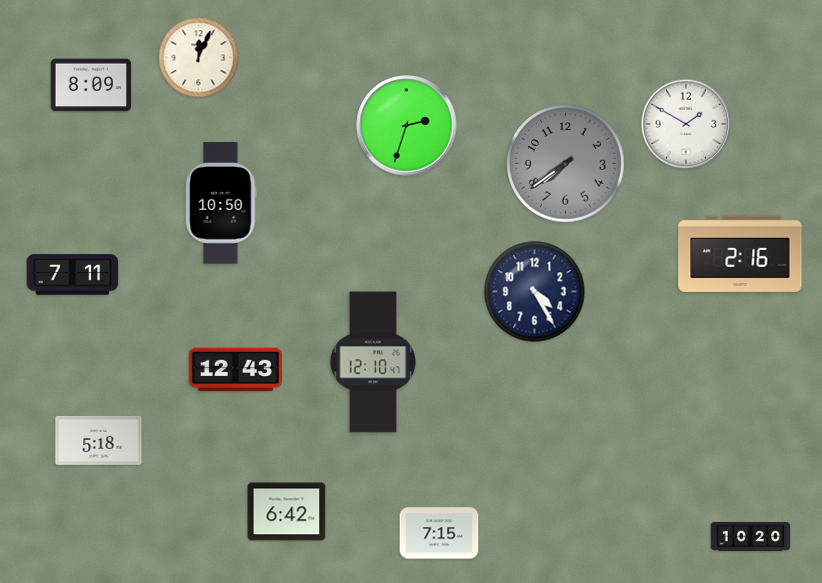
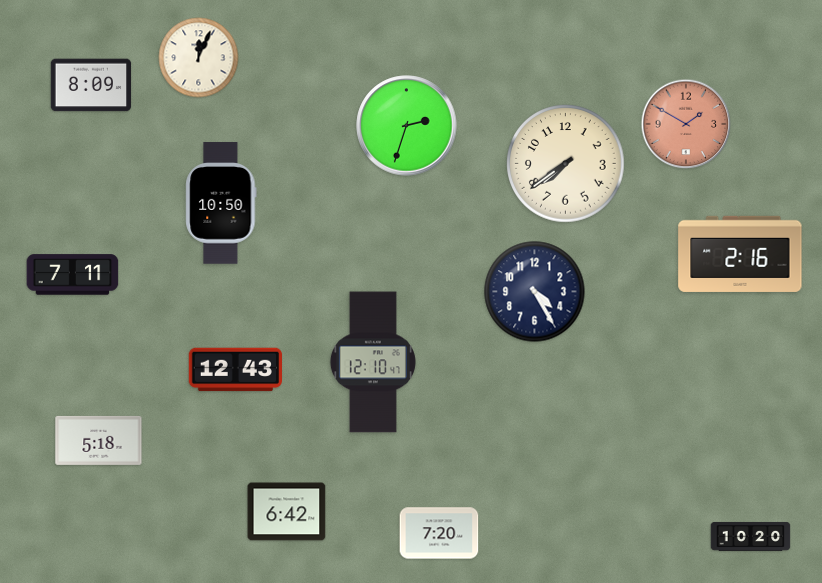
clock at (686, 124) dial: white -> salmon
clock at (566, 164) dial: grey -> cream
clock at (439, 533): 7:15 -> 7:20
